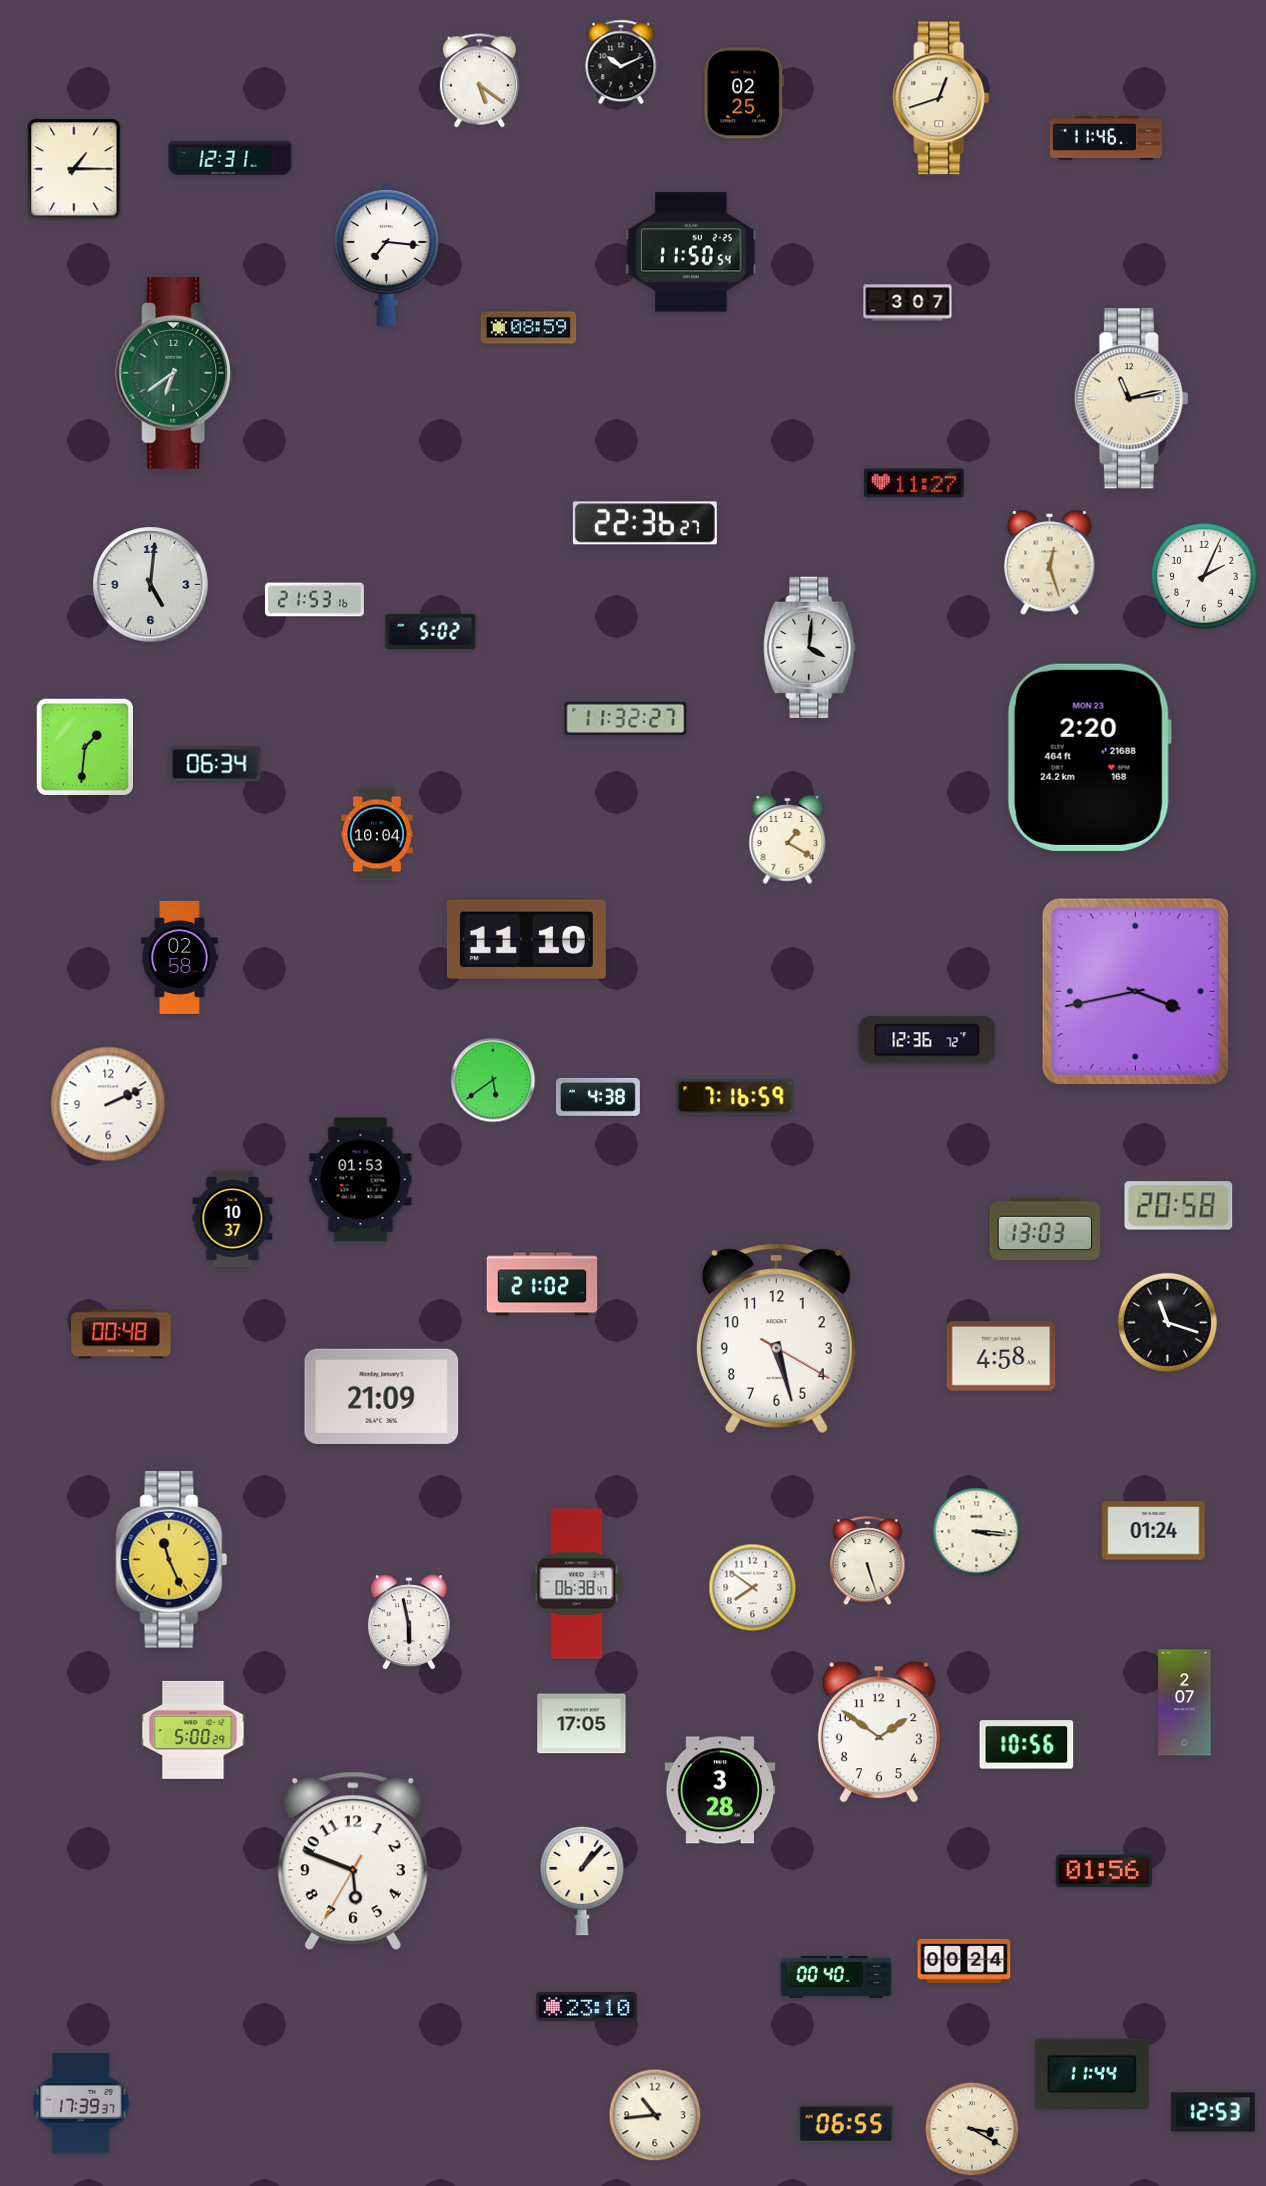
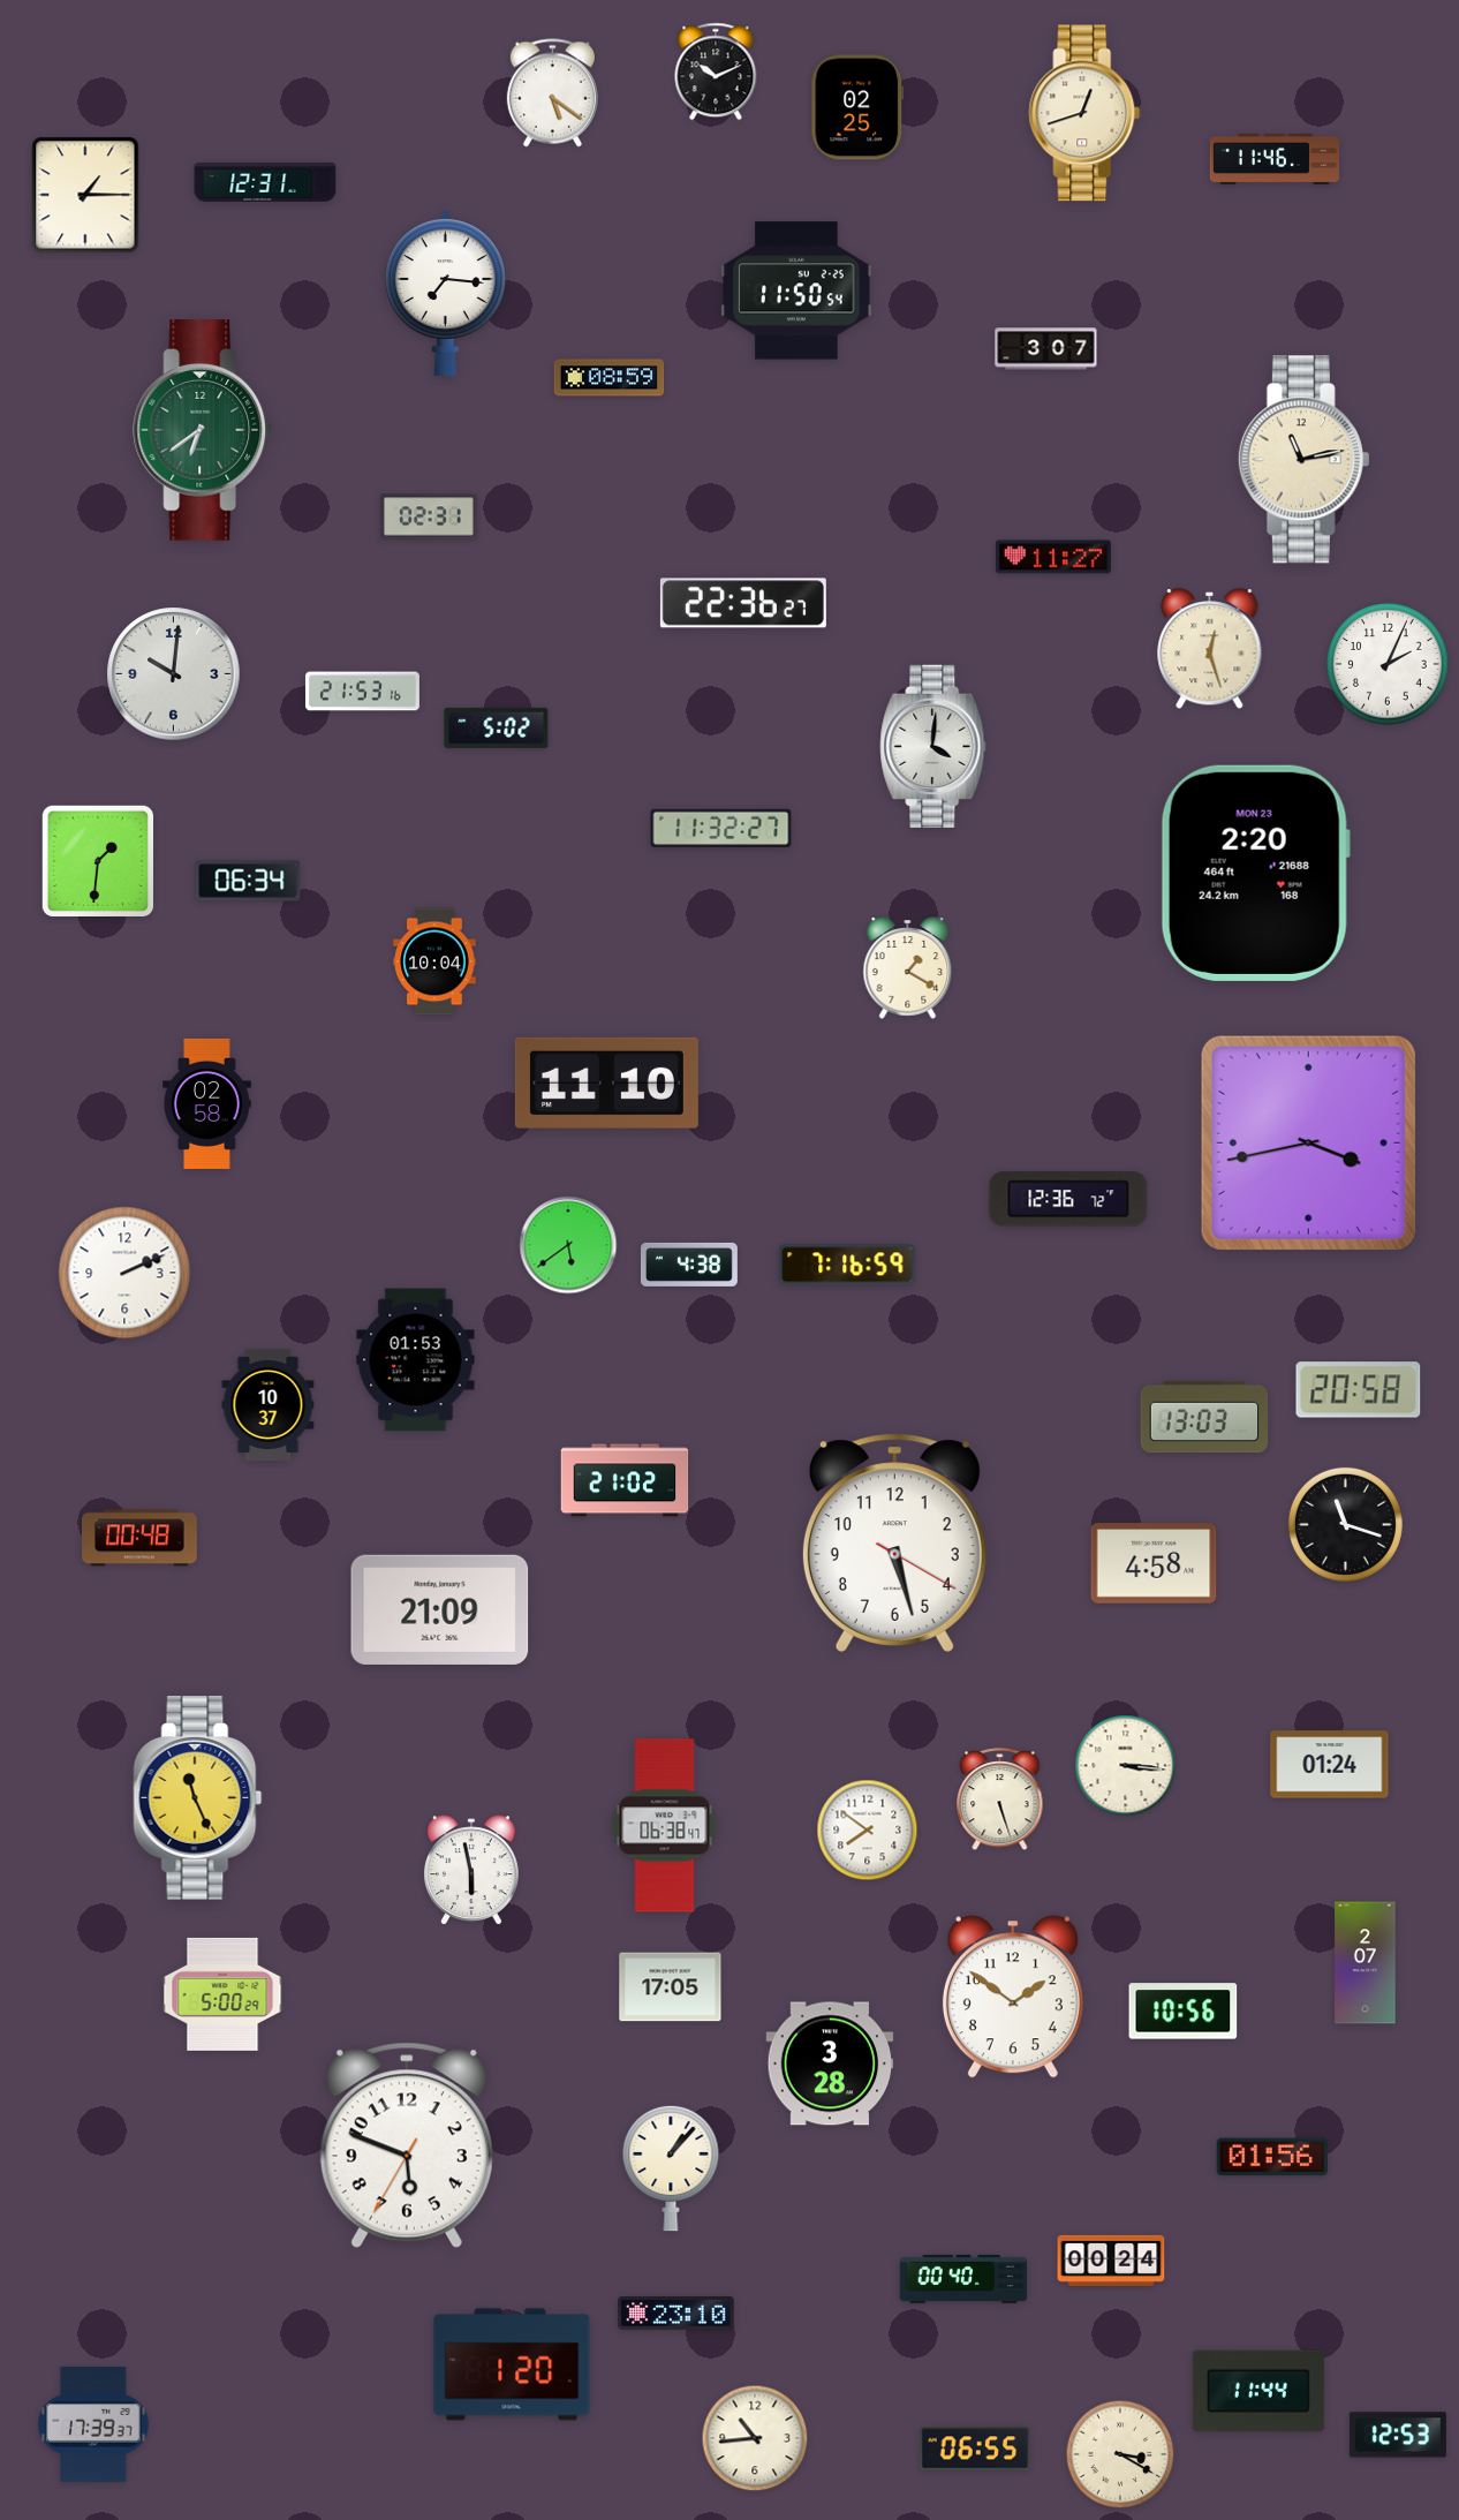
clock at (429, 516): none -> 02:31
clock at (151, 585): 5:01 -> 10:01
clock at (512, 2364): none -> 1:20
